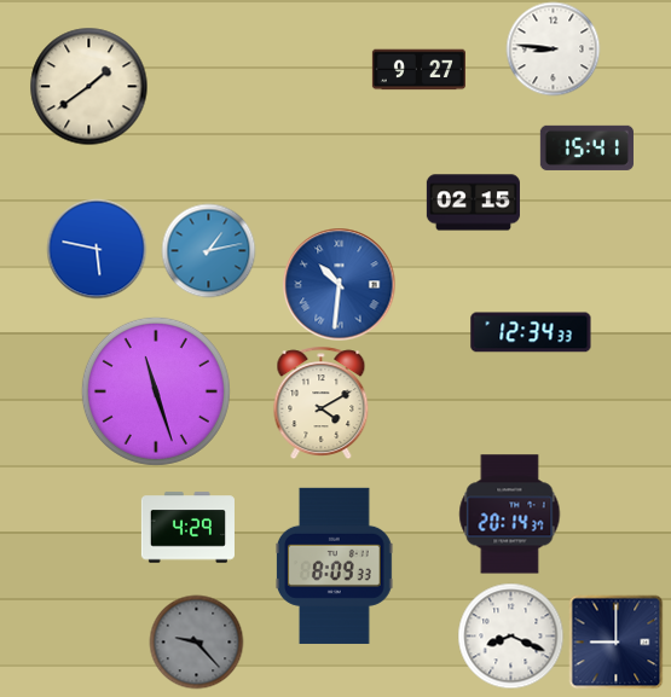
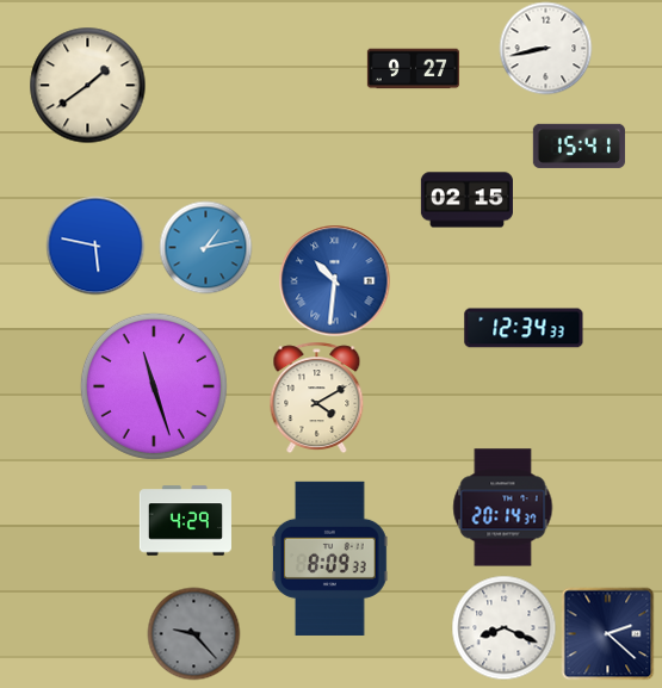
clock at (553, 48): 8:46 -> 8:43
clock at (615, 641): 9:00 -> 2:22
